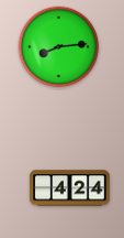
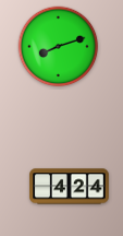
clock at (59, 47): 8:14 -> 8:12
